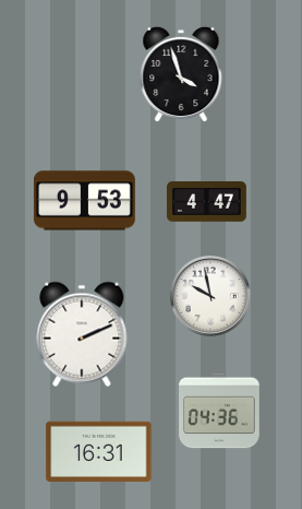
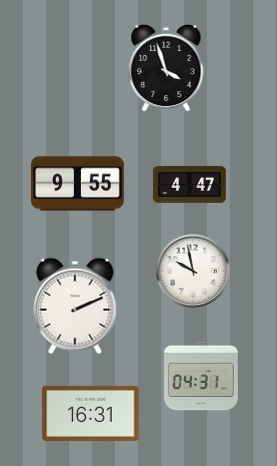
clock at (84, 201): 9:53 -> 9:55
clock at (219, 411): 04:36 -> 04:31
